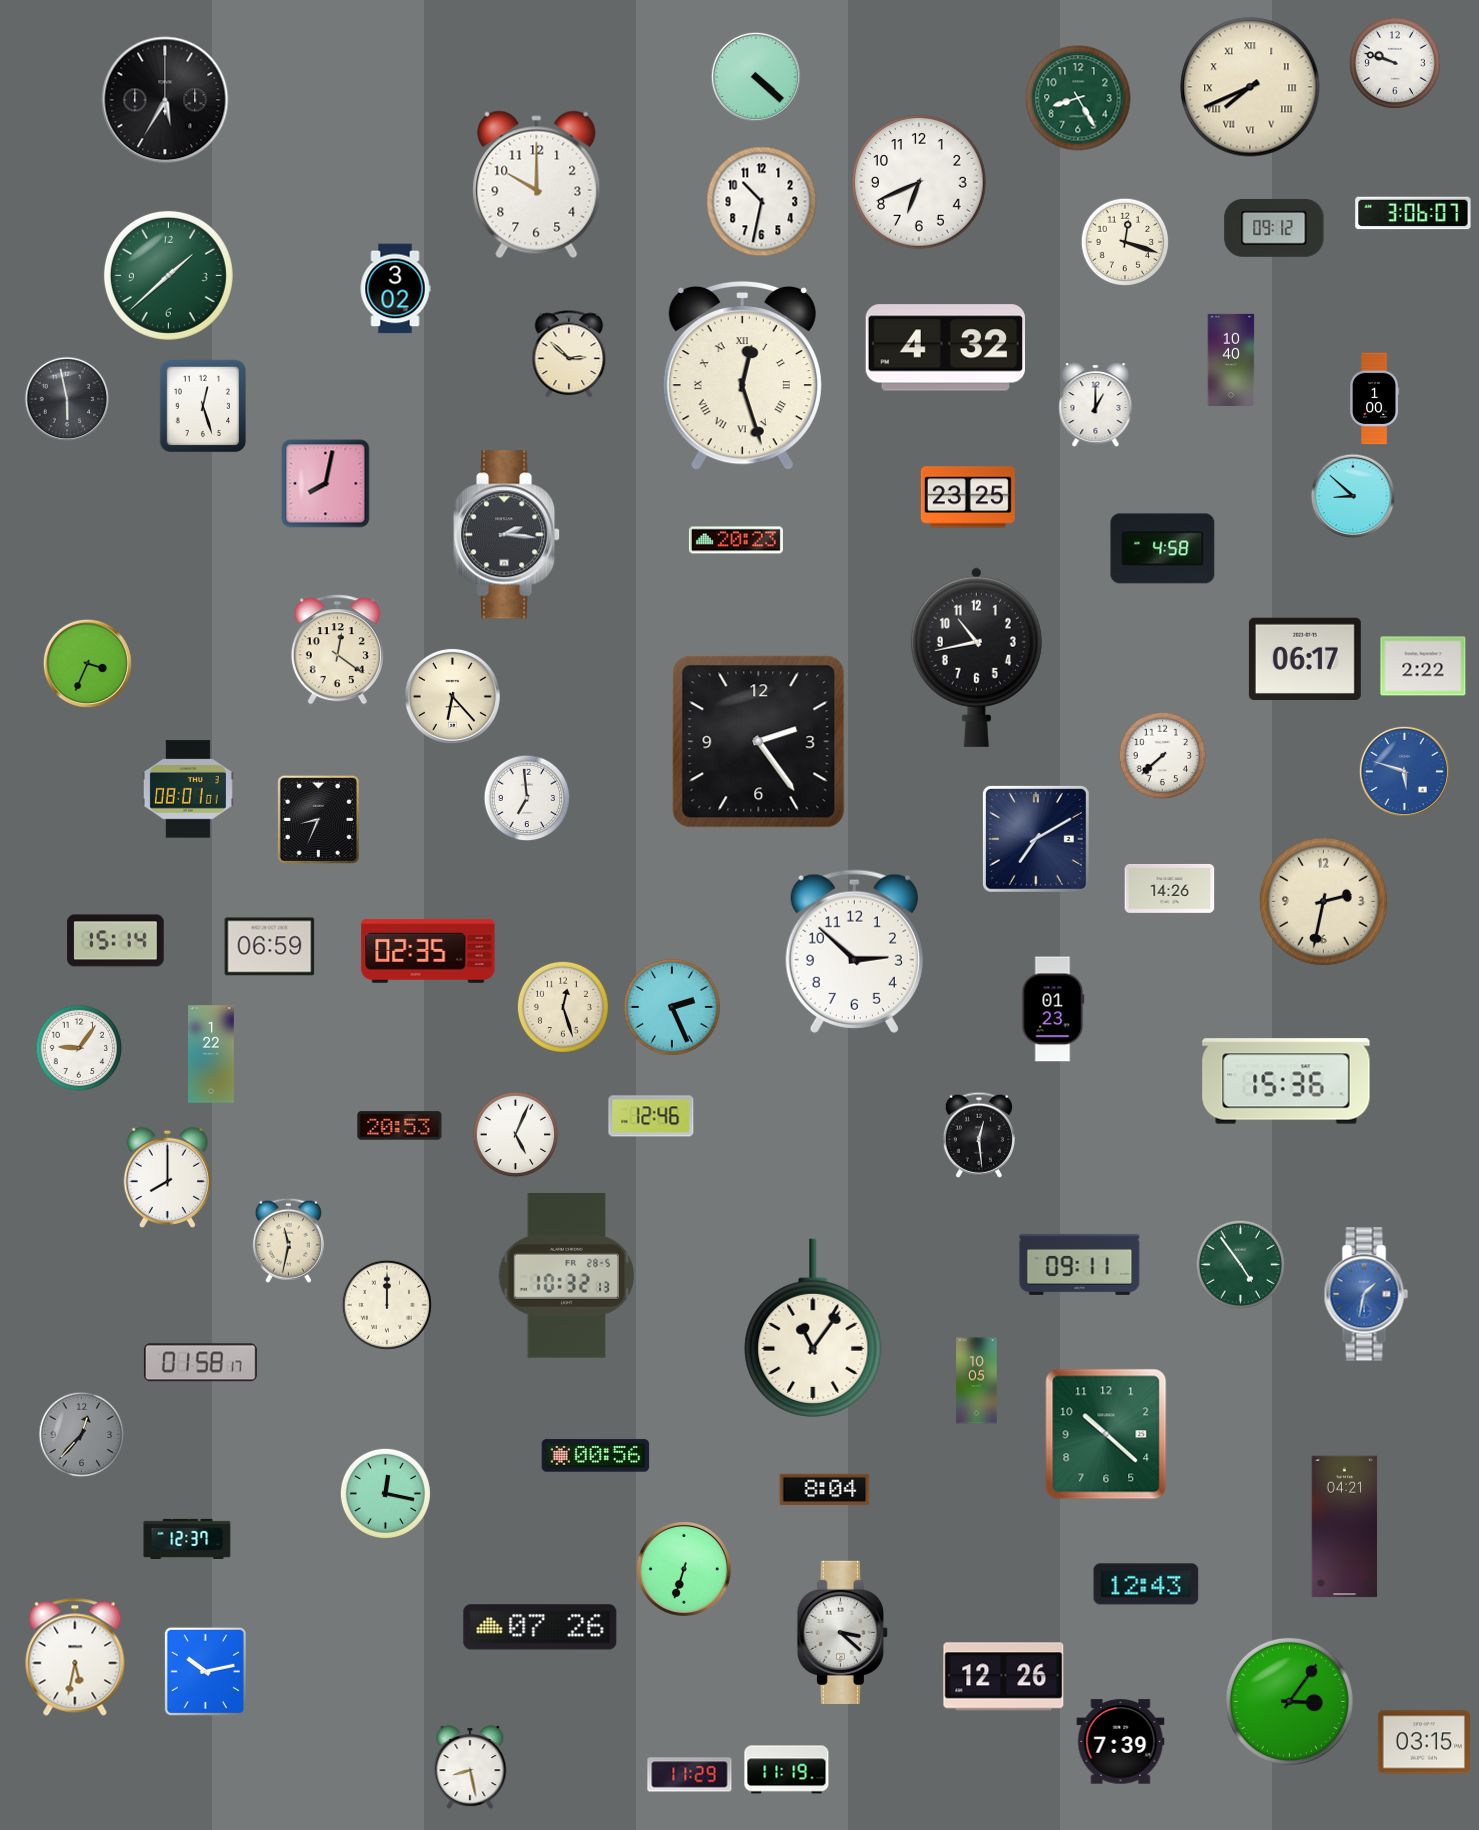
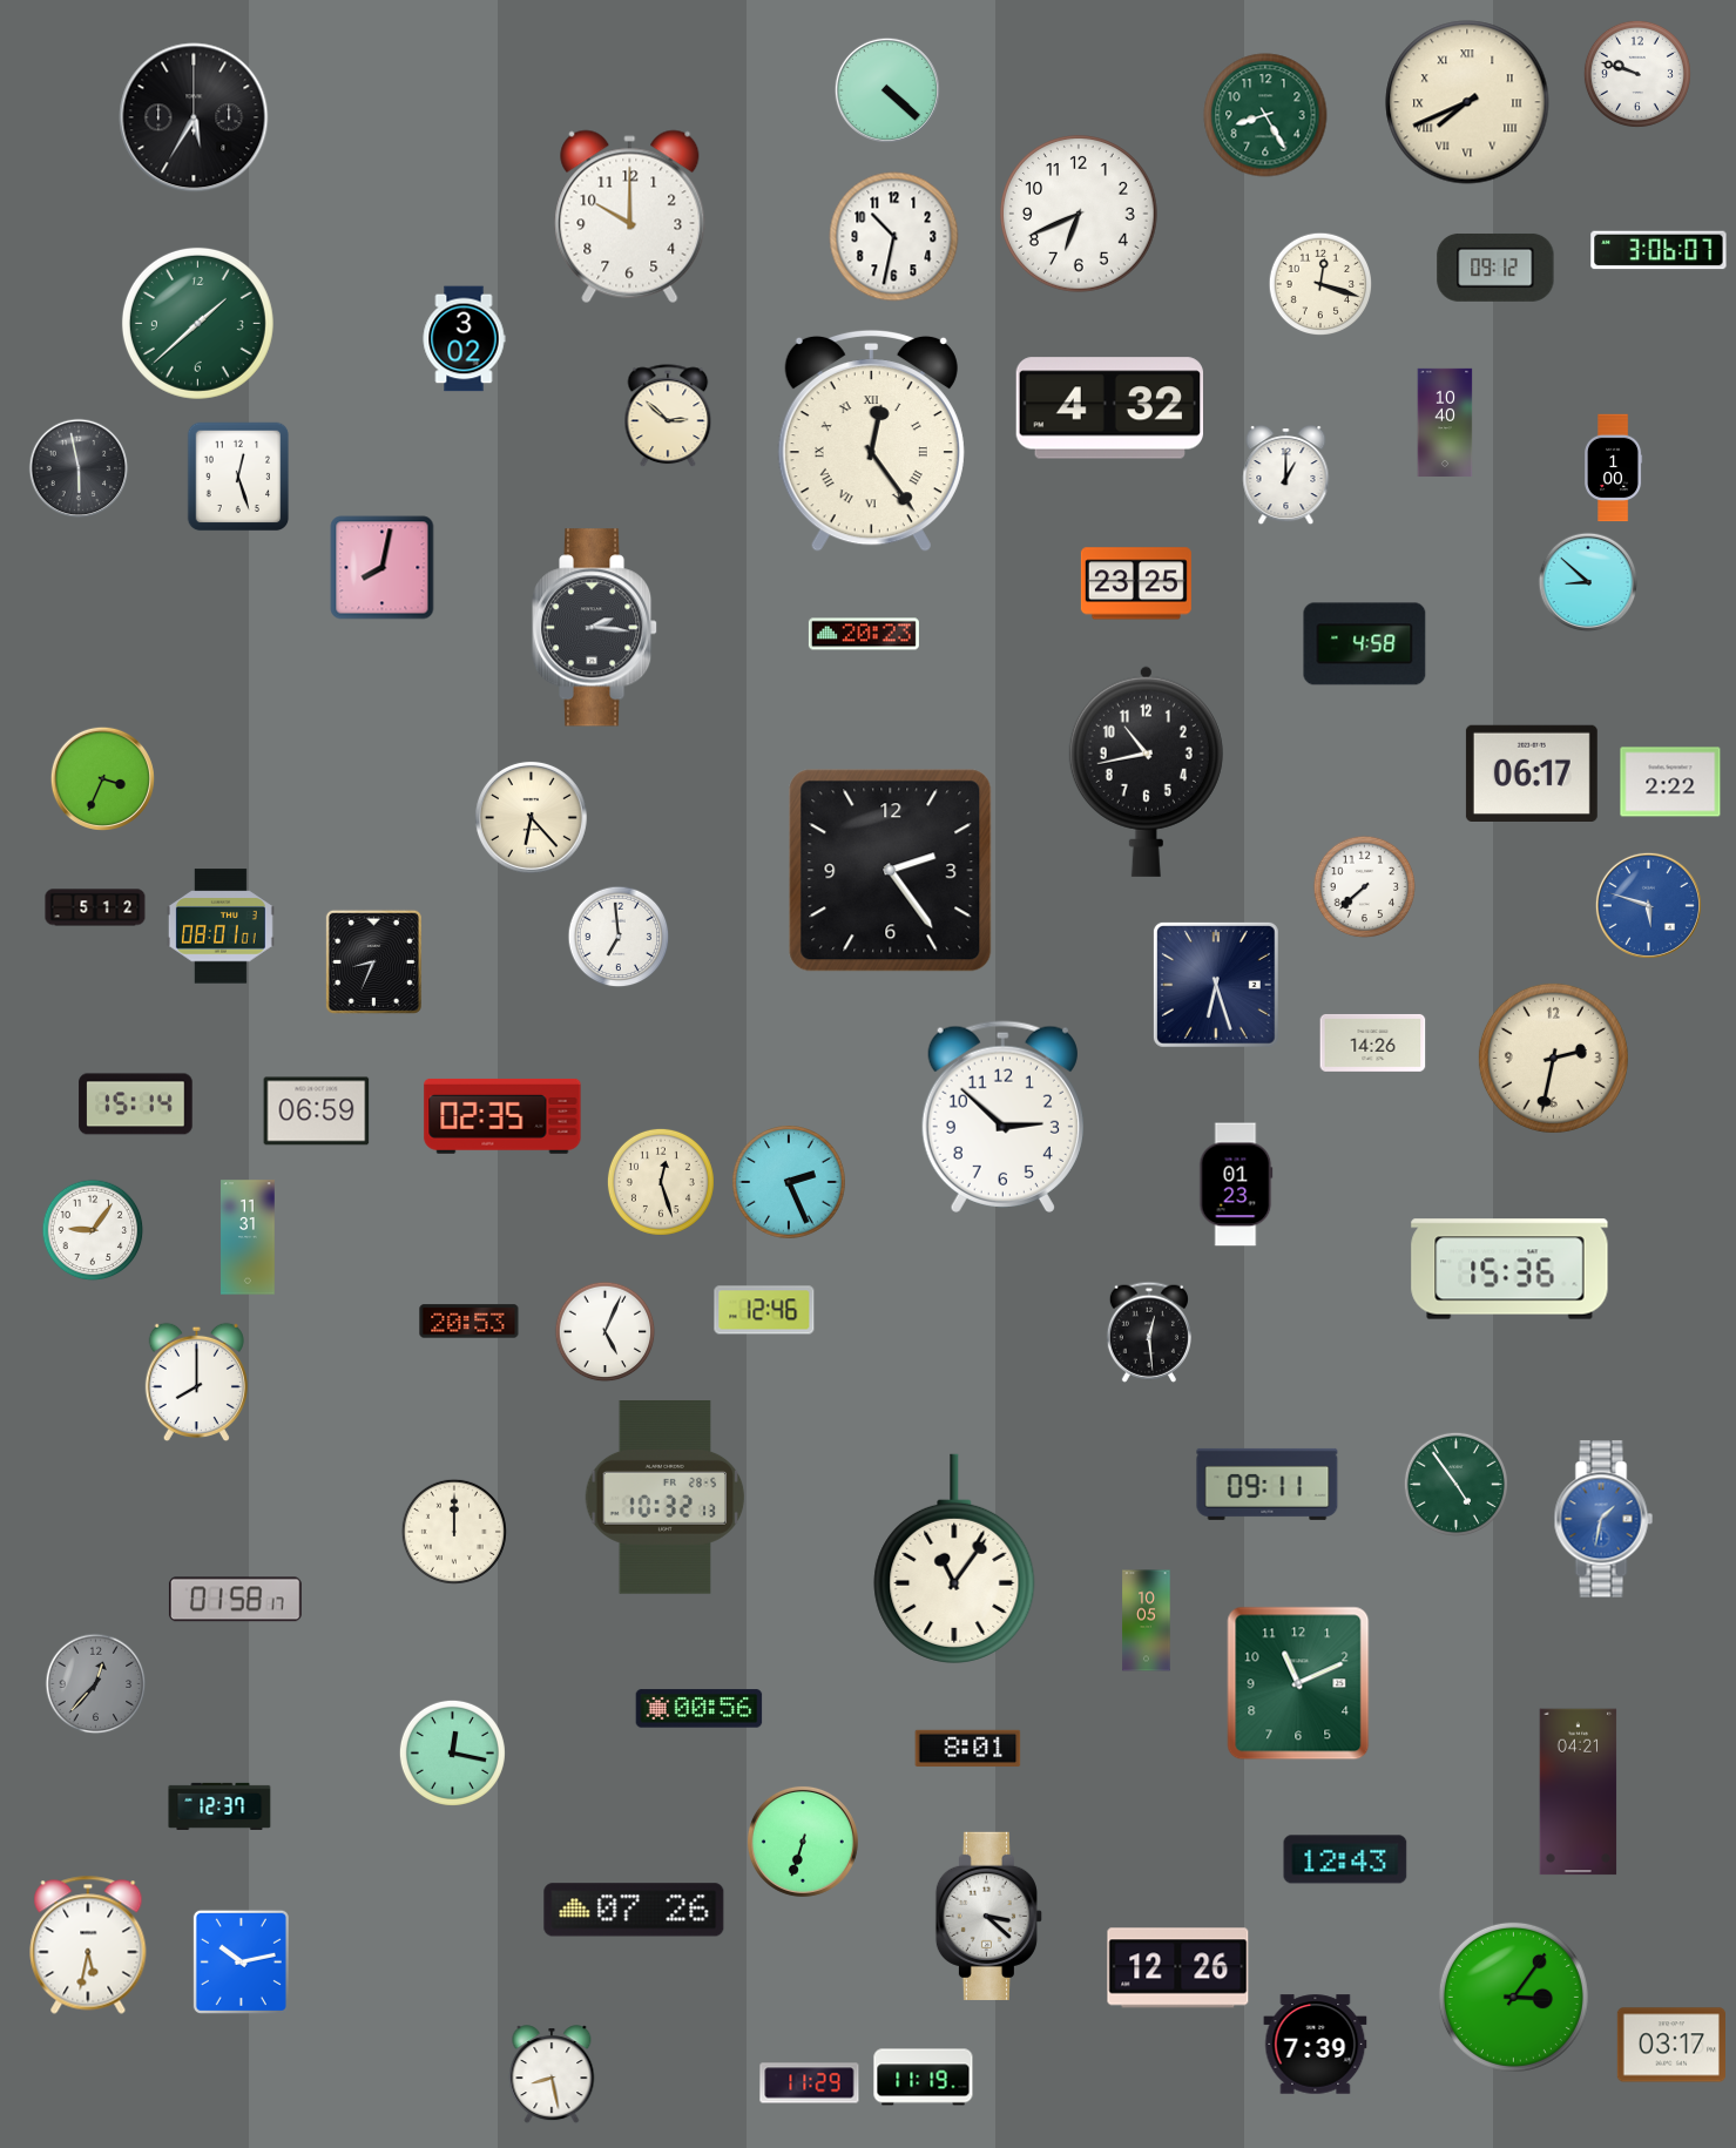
clock at (742, 375): 12:27 -> 12:24
clock at (337, 650): 12:21 -> none
clock at (95, 907): none -> 5:12
clock at (1036, 839): 7:10 -> 6:27
clock at (211, 1054): 1:22 -> 11:31
clock at (288, 1240): 11:32 -> none
clock at (1106, 1434): 10:22 -> 11:11
clock at (825, 1490): 8:04 -> 8:01
clock at (1423, 1742): 03:15 -> 03:17
